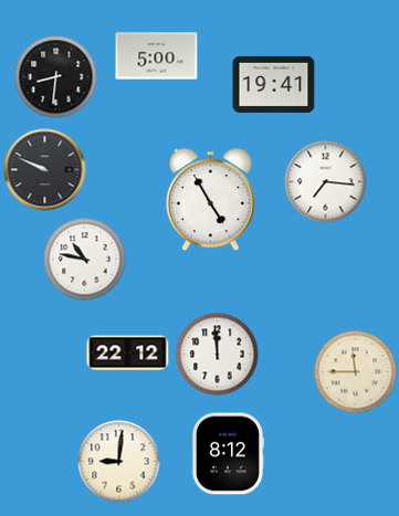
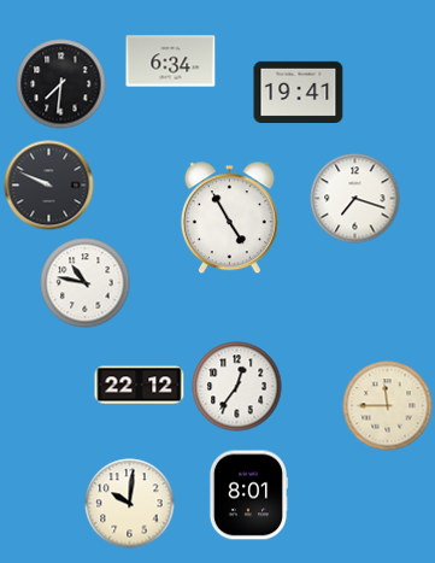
clock at (157, 56): 5:00 -> 6:34
clock at (56, 77): 8:31 -> 7:31
clock at (326, 182): 7:16 -> 7:18
clock at (85, 260) position: (85, 260) -> (86, 283)
clock at (218, 355): 11:59 -> 12:36
clock at (227, 454): 8:12 -> 8:01
clock at (119, 462): 9:01 -> 10:01
